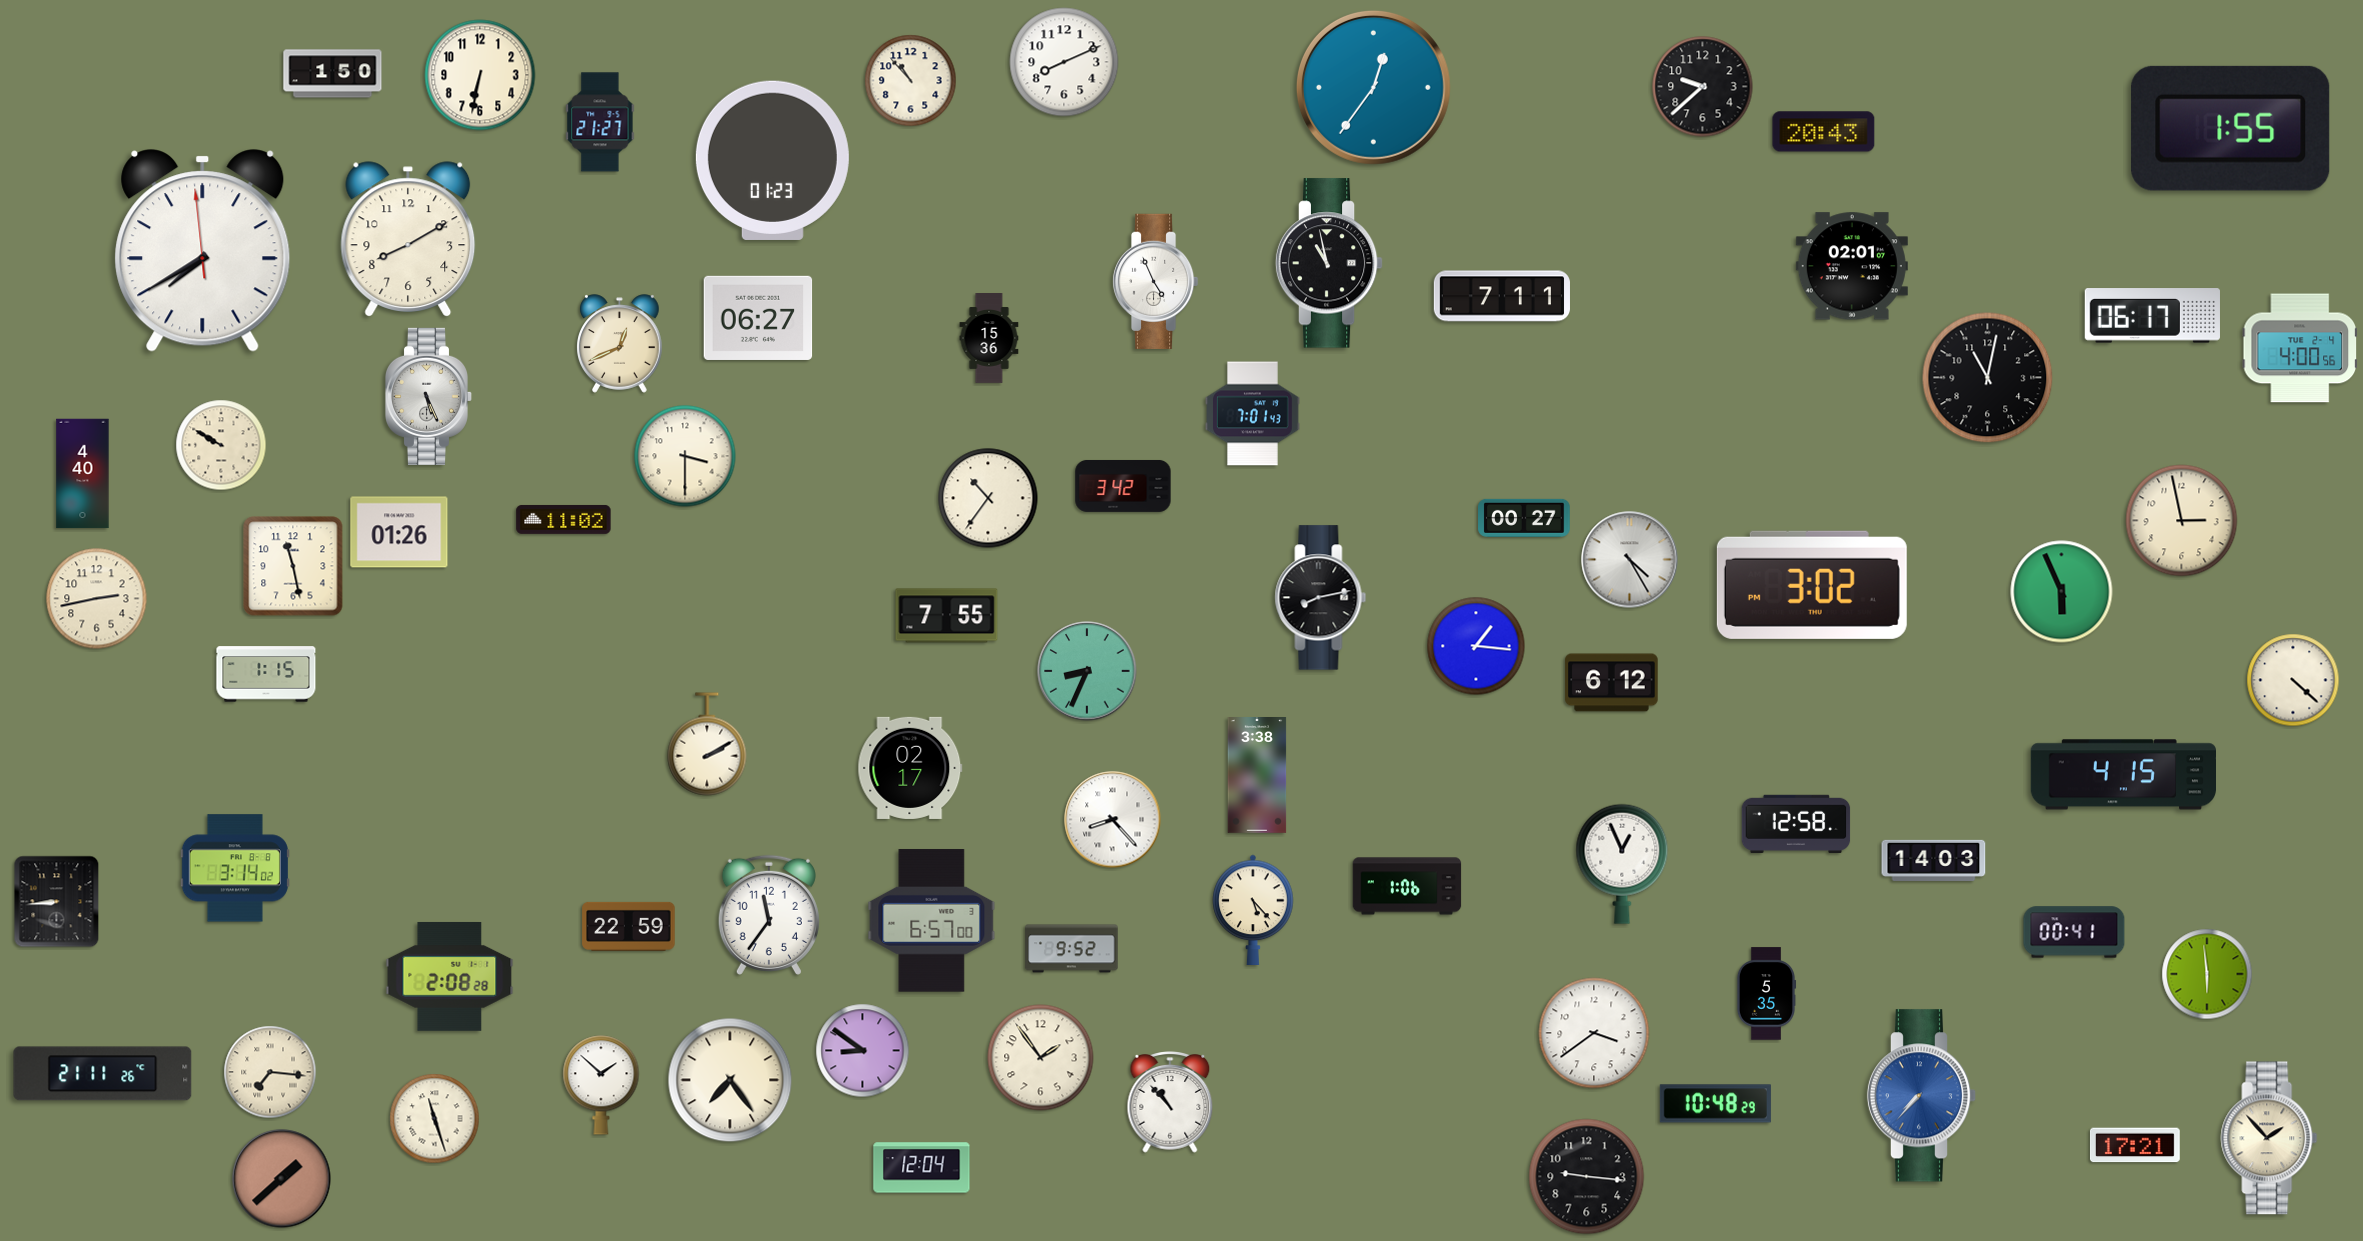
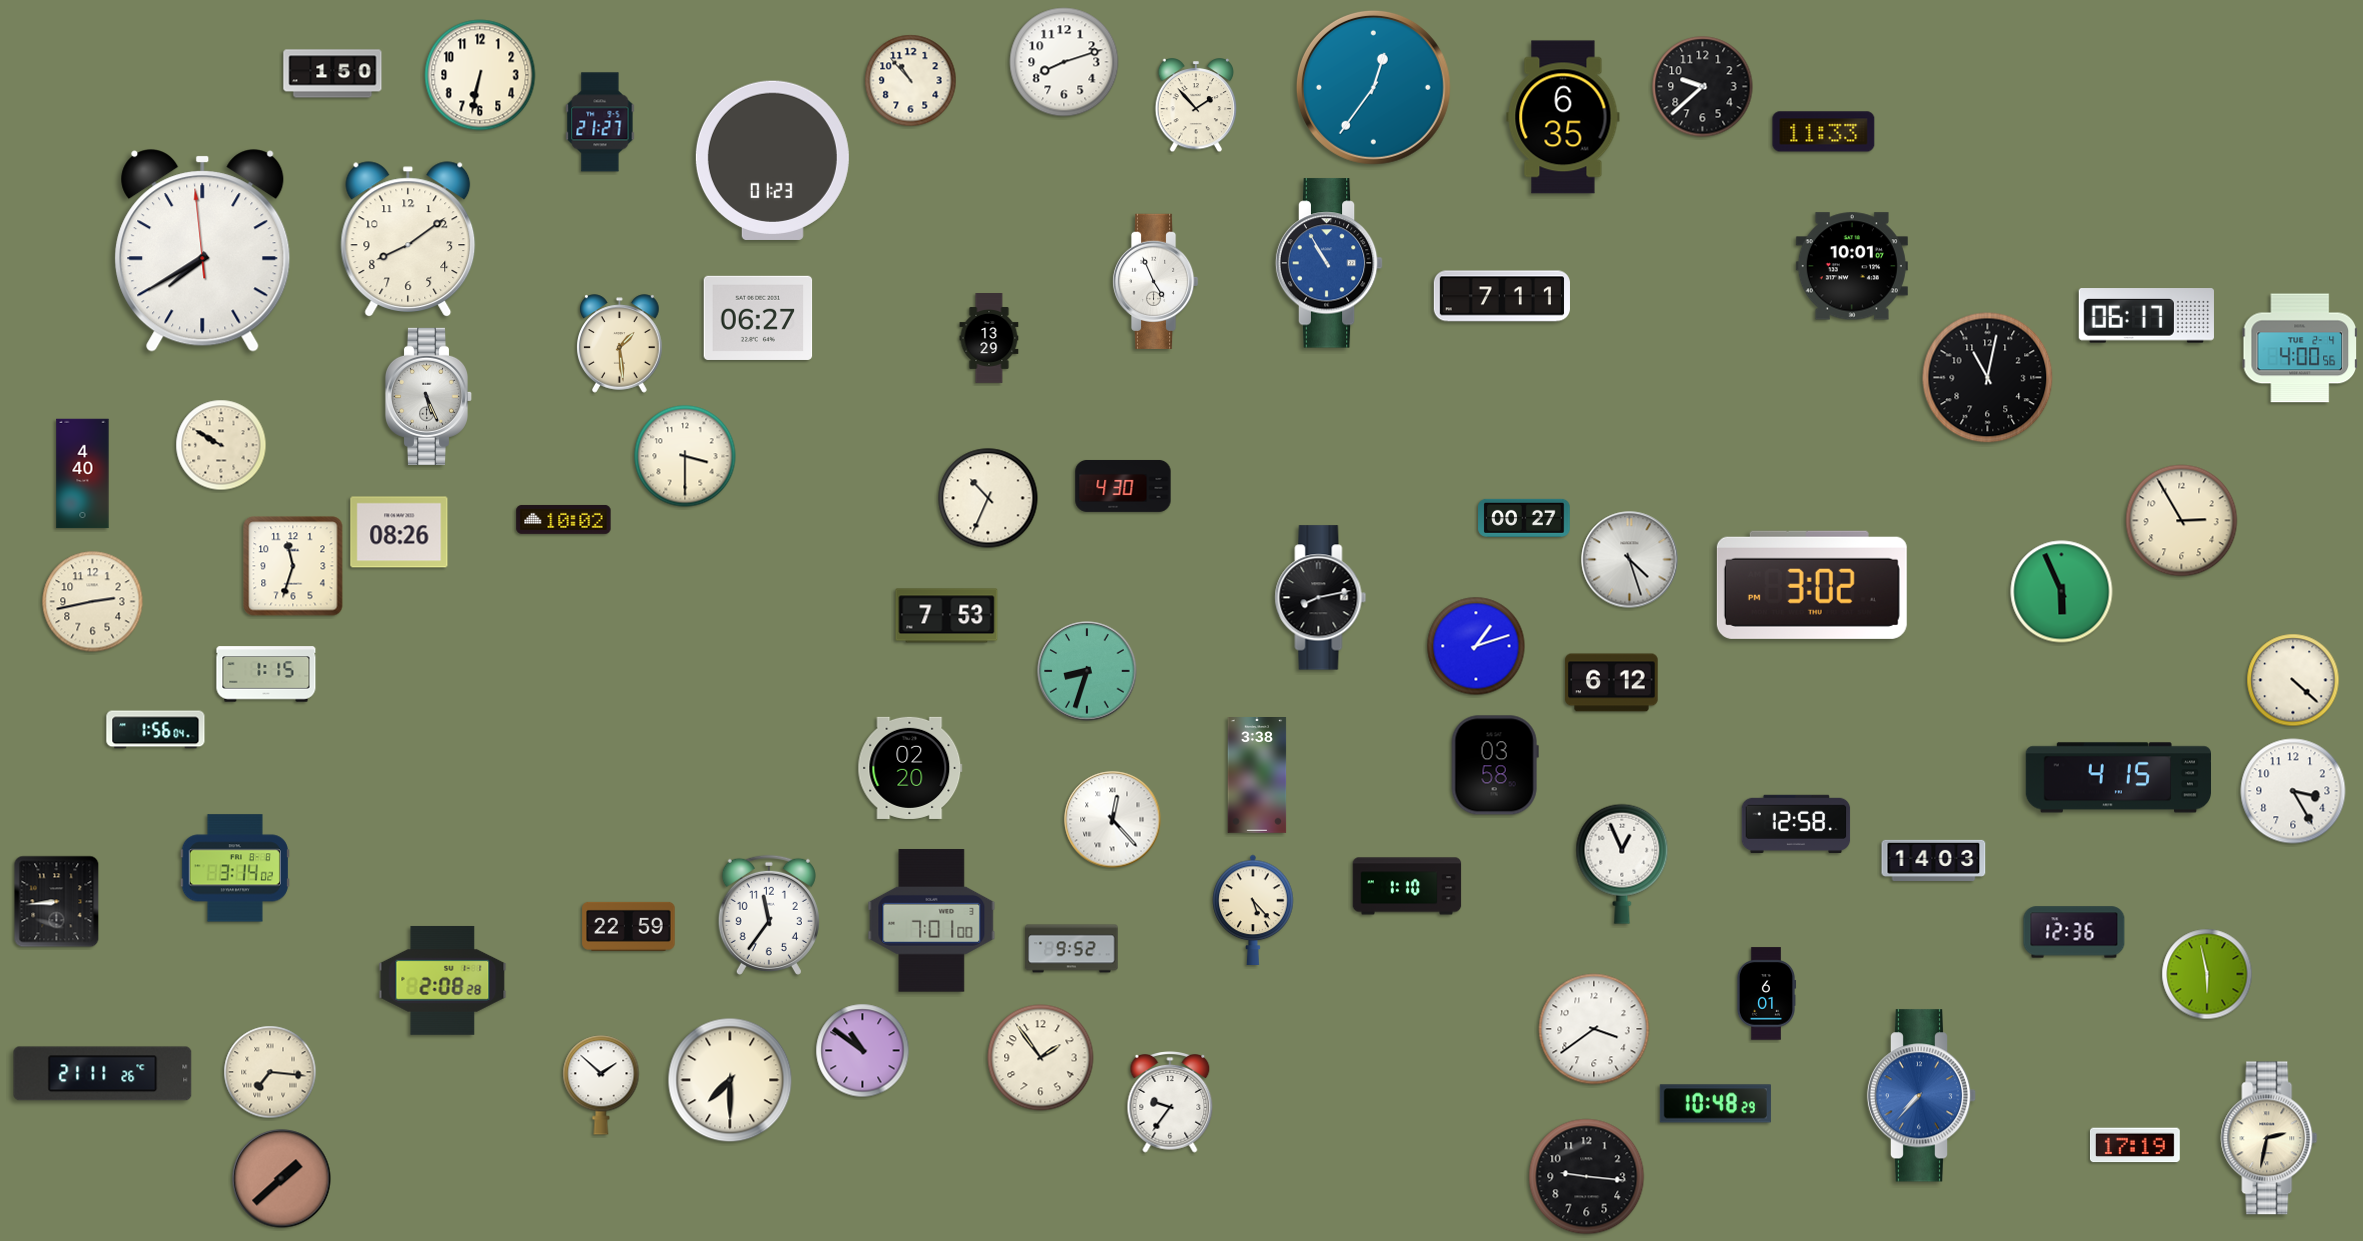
clock at (1064, 62): 8:11 -> 8:12
clock at (1196, 106): none -> 1:53
clock at (1563, 117): none -> 6:35
clock at (2231, 128): 1:55 -> none
clock at (1824, 132): 20:43 -> 11:33
clock at (408, 239): 8:10 -> 8:09
clock at (1329, 263): 10:58 -> 10:55
clock at (1329, 263) dial: black -> blue
clock at (1852, 266): 02:01 -> 10:01
clock at (2152, 316) position: (2152, 316) -> (2146, 316)
clock at (989, 339): 15:36 -> 13:29
clock at (620, 344): 12:41 -> 1:29
clock at (1253, 414): 7:01 -> none
clock at (1123, 486): 3:42 -> 4:30
clock at (988, 498): 10:36 -> 10:34
clock at (564, 519): 11:02 -> 10:02
clock at (2182, 521): 2:58 -> 2:55
clock at (399, 532): 01:26 -> 08:26
clock at (1630, 560): 4:25 -> 4:27
clock at (293, 566): 11:28 -> 11:33
clock at (97, 599) position: (97, 599) -> (93, 602)
clock at (947, 616): 7:55 -> 7:53
clock at (1476, 646): 1:16 -> 1:12
clock at (1087, 671): 8:34 -> 8:33
clock at (156, 730): none -> 1:56
clock at (707, 744): 2:10 -> none
clock at (1495, 765): none -> 03:58
clock at (910, 768): 02:17 -> 02:20
clock at (2123, 775) position: (2123, 775) -> (2118, 778)
clock at (2293, 791): none -> 3:25
clock at (1113, 820): 8:23 -> 12:23
clock at (1407, 886): 1:06 -> 1:10
clock at (932, 921): 6:57 -> 7:01
clock at (2074, 932): 00:41 -> 12:36
clock at (2207, 974): 5:59 -> 5:58
clock at (450, 976) position: (450, 976) -> (443, 980)
clock at (1766, 994): 5:35 -> 6:01
clock at (1594, 1033) position: (1594, 1033) -> (1594, 1029)
clock at (863, 1051): 8:51 -> 10:51
clock at (730, 1080): 7:24 -> 7:30
clock at (1170, 1102): 10:53 -> 9:36
clock at (435, 1119): 11:27 -> none
clock at (2269, 1138): 1:53 -> 2:32
clock at (2135, 1145): 17:21 -> 17:19
clock at (922, 1168): 12:04 -> none
